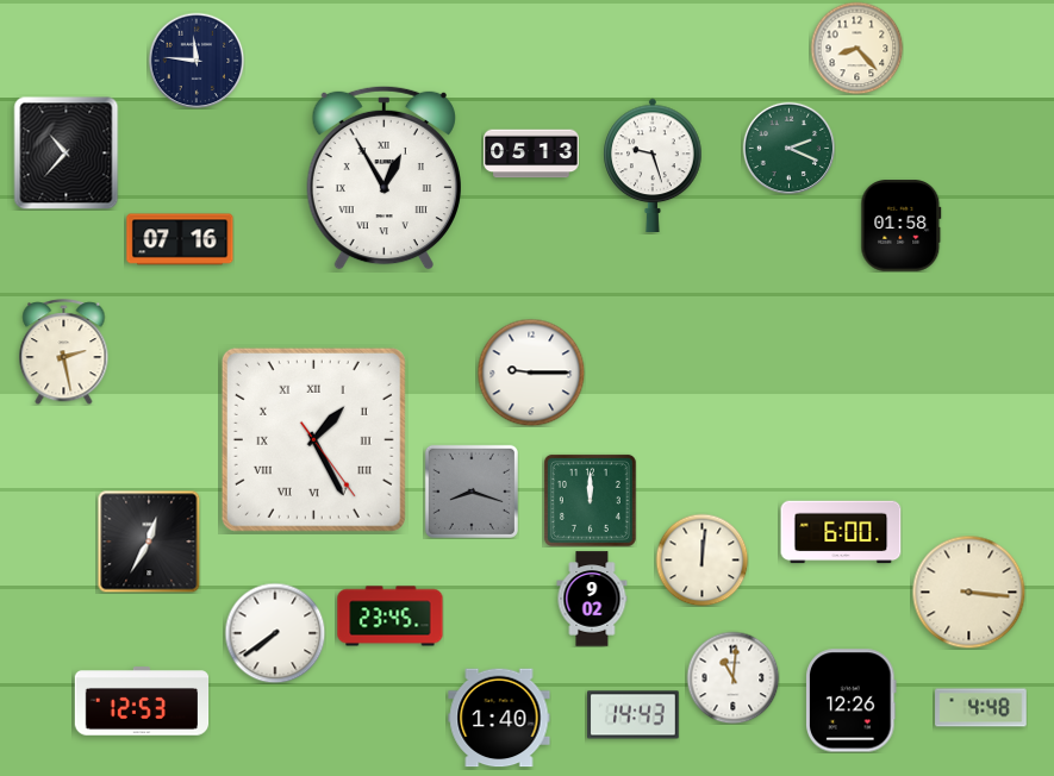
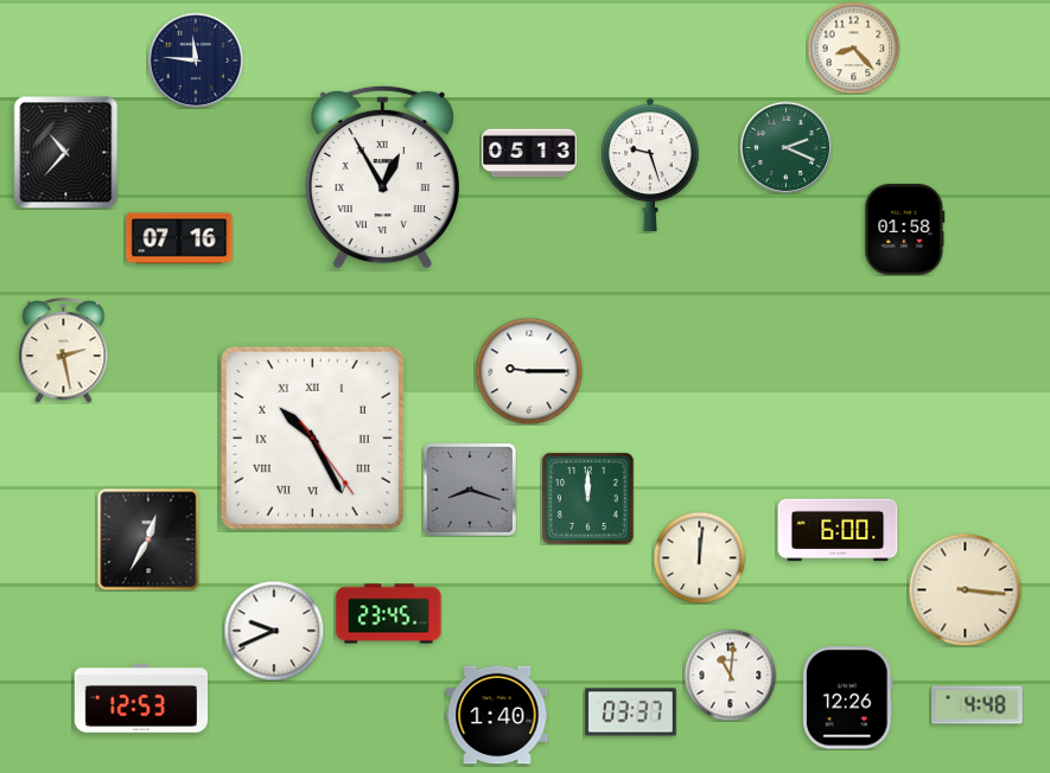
clock at (902, 226) position: (902, 226) -> (905, 230)
clock at (313, 439): 1:25 -> 10:25
clock at (592, 599): 9:02 -> none
clock at (275, 633): 7:39 -> 9:41
clock at (634, 715): 14:43 -> 03:37
